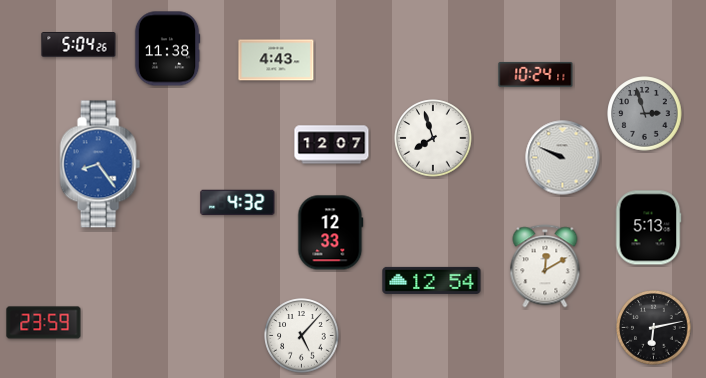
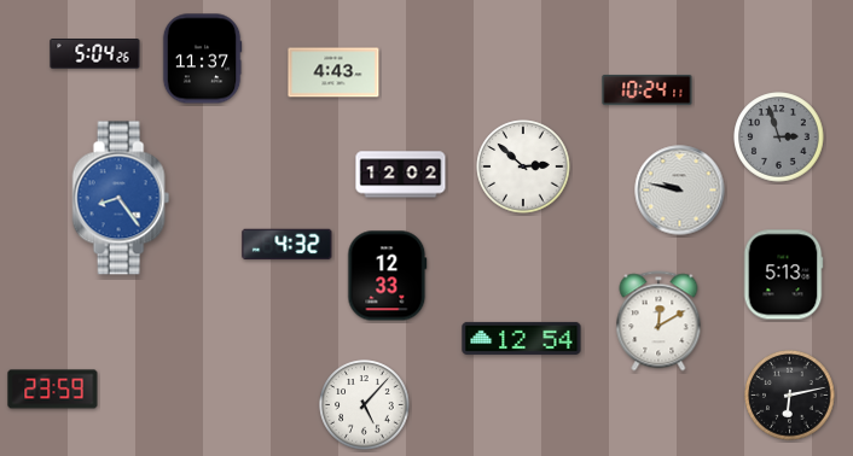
clock at (167, 49): 11:38 -> 11:37
clock at (433, 138): 7:57 -> 2:52
clock at (332, 145): 12:07 -> 12:02
clock at (563, 158): 9:49 -> 9:47
clock at (331, 233) position: (331, 233) -> (388, 276)
